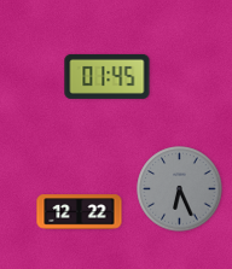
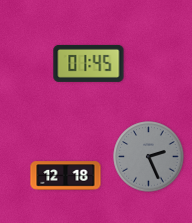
clock at (180, 189): 6:26 -> 2:26
clock at (80, 212): 12:22 -> 12:18
